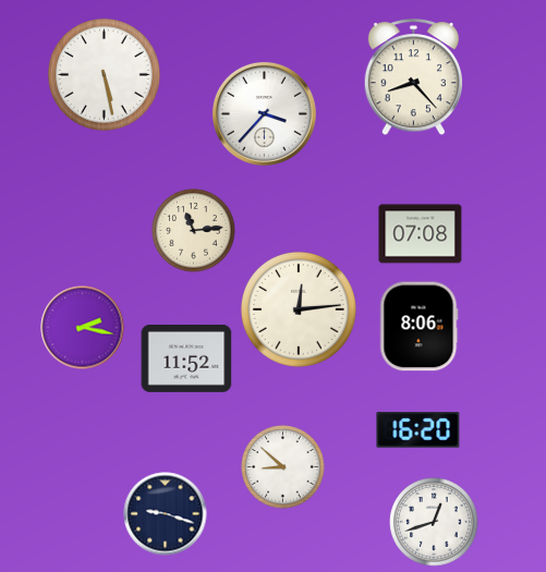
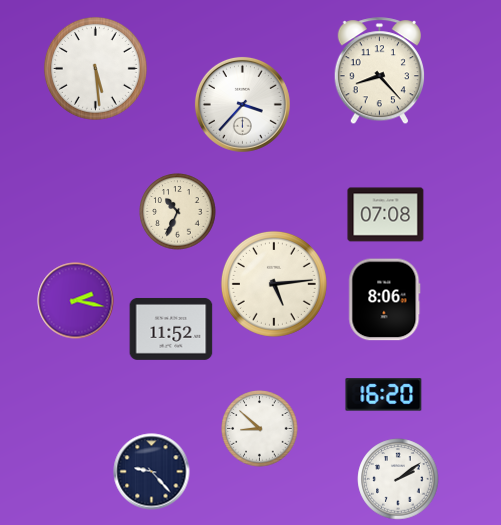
clock at (104, 74): 5:28 -> 5:29
clock at (194, 231): 11:14 -> 10:34
clock at (299, 309): 12:14 -> 5:14
clock at (166, 514): 9:18 -> 9:23
clock at (434, 522): 12:42 -> 2:09
